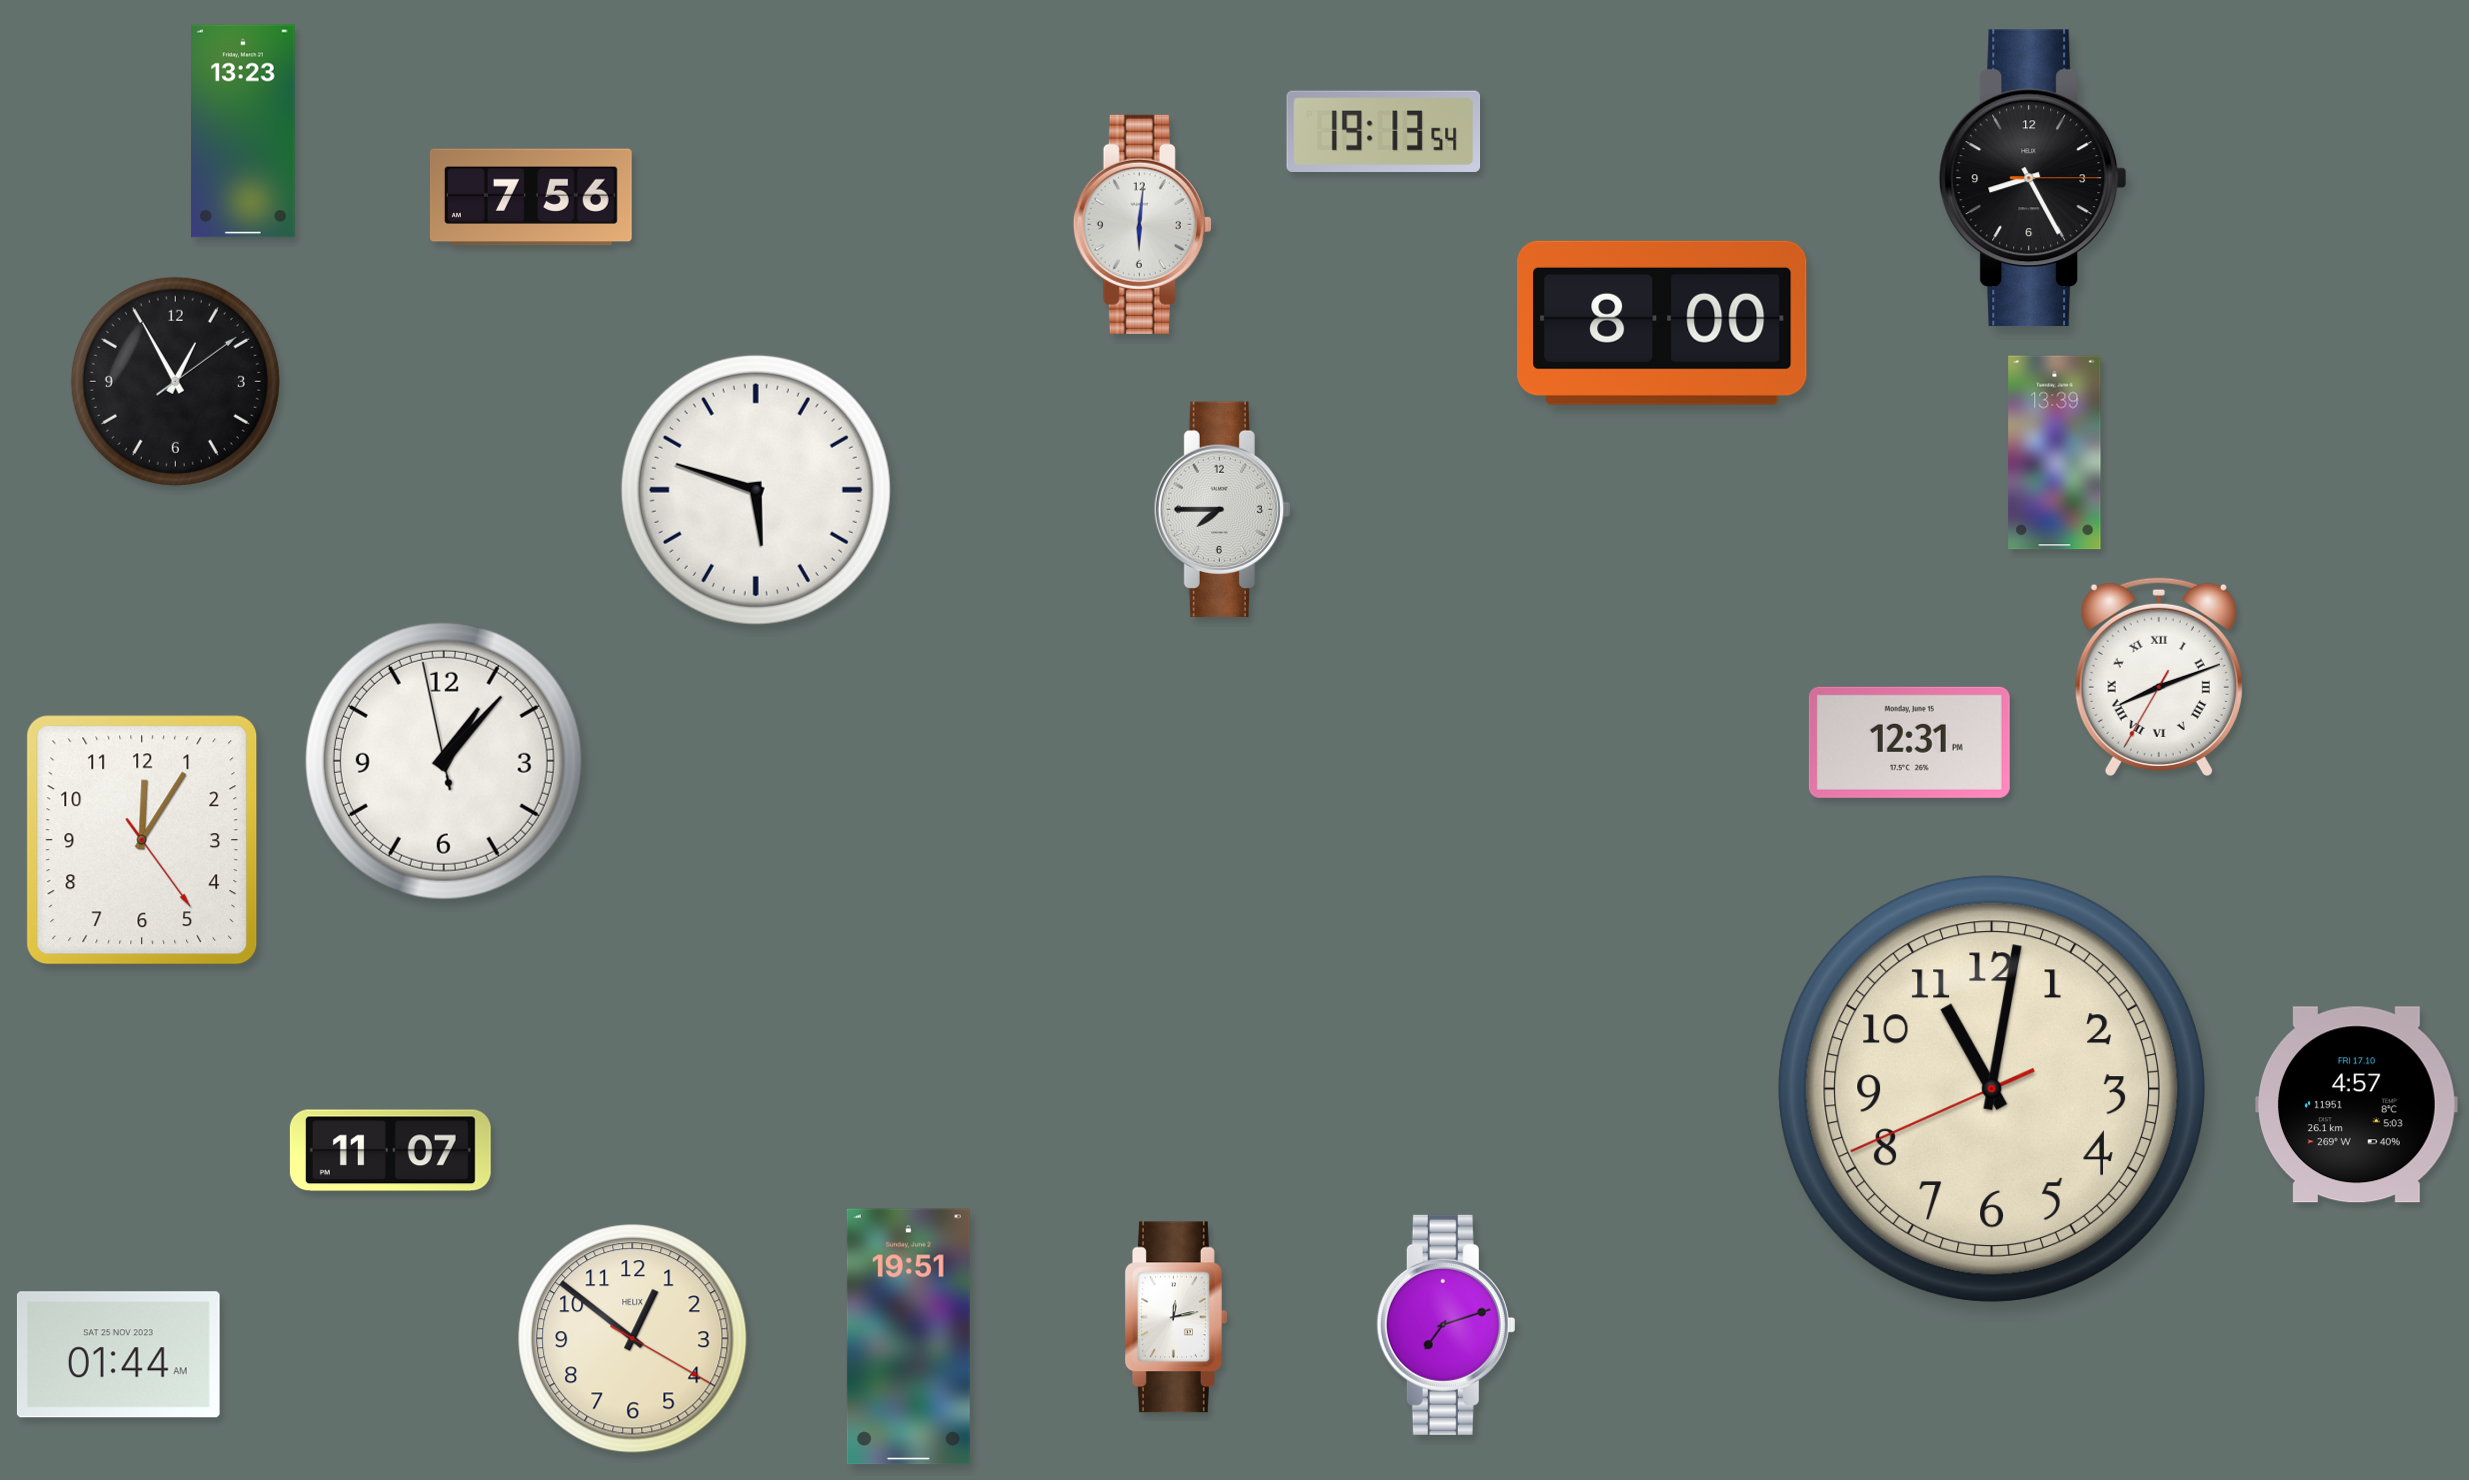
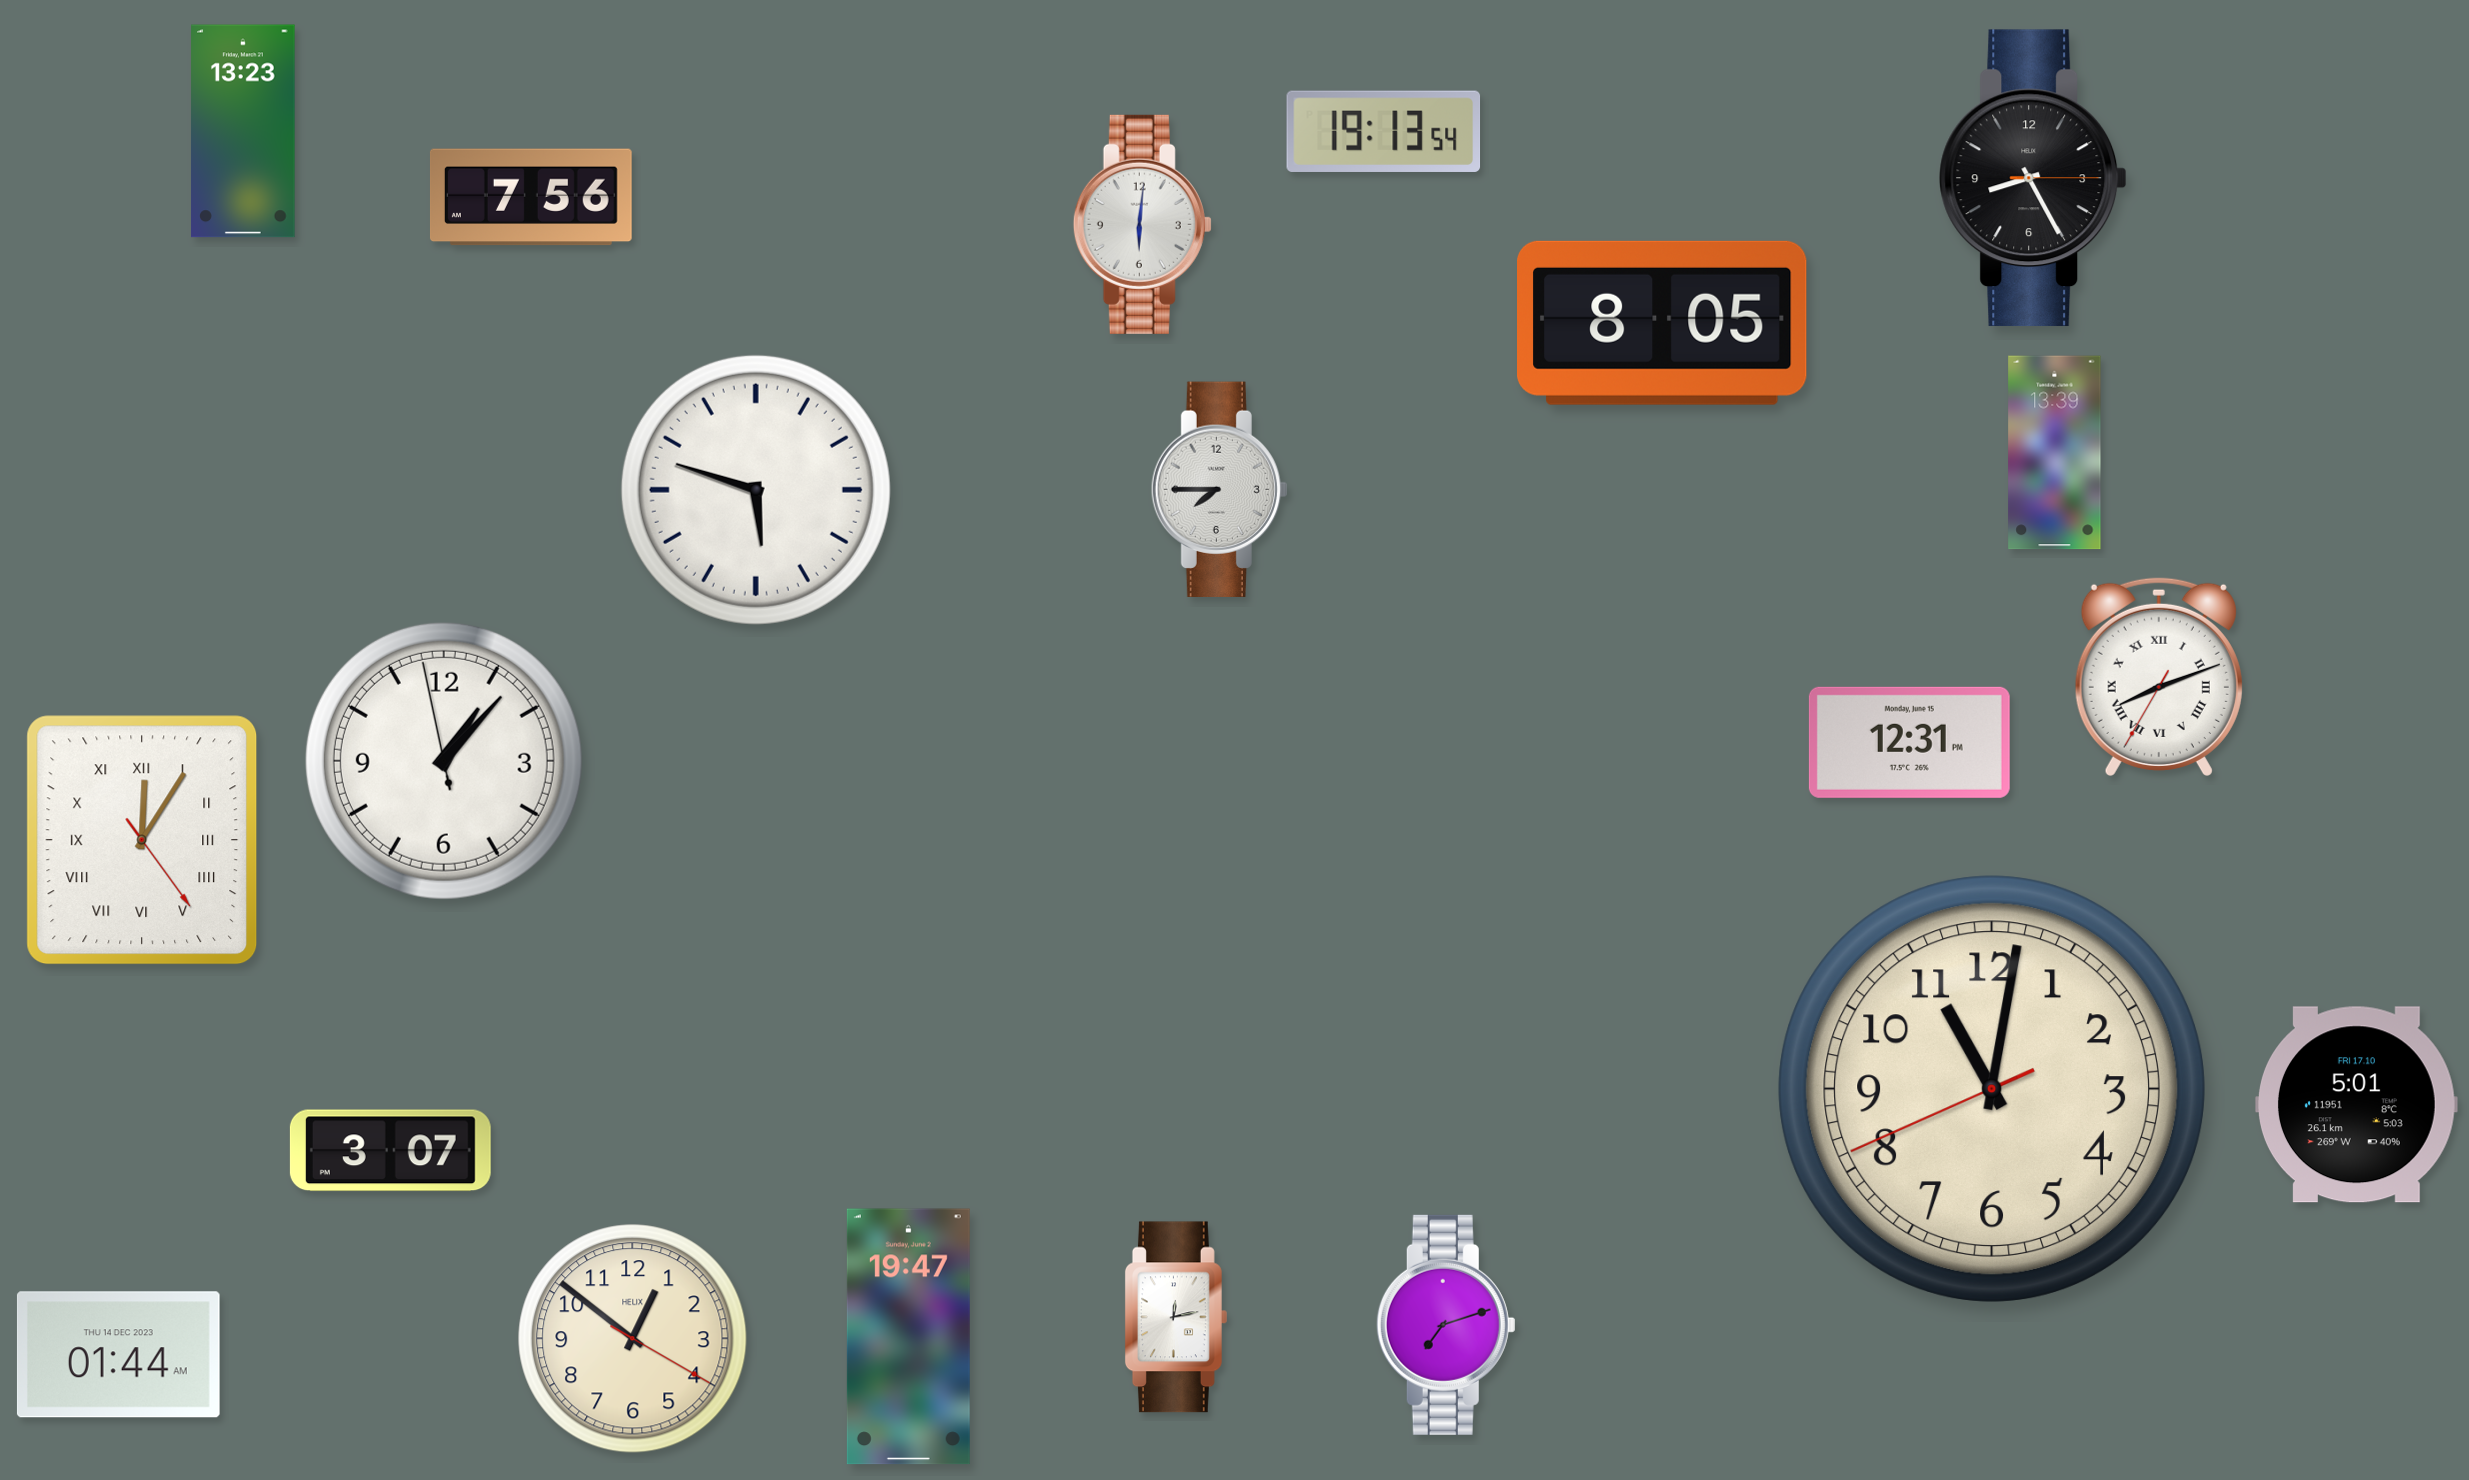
clock at (1663, 323): 8:00 -> 8:05
clock at (175, 381): 12:55 -> none
clock at (1222, 509) position: (1222, 509) -> (1219, 489)
clock at (142, 840) numerals: Arabic -> Roman
clock at (2356, 1105): 4:57 -> 5:01
clock at (390, 1151): 11:07 -> 3:07
clock at (908, 1337): 19:51 -> 19:47
clock at (118, 1355) date: SAT 25 NOV 2023 -> THU 14 DEC 2023
